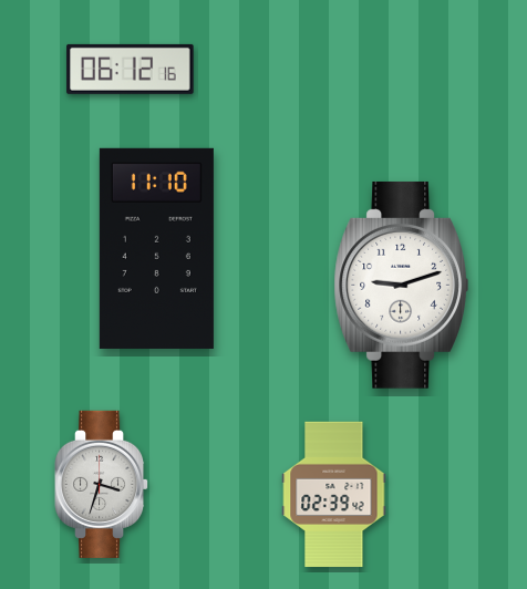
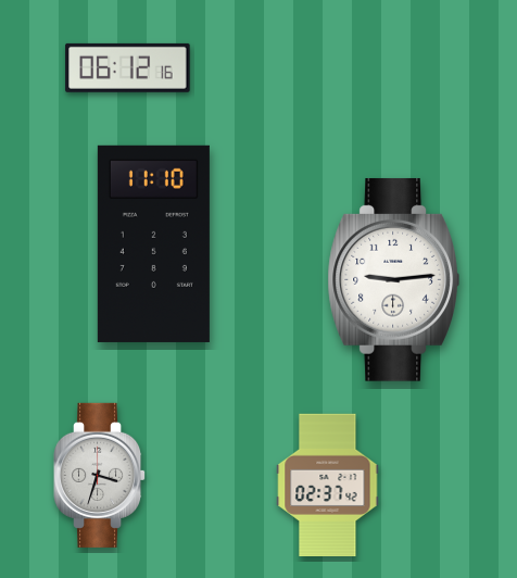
clock at (401, 285): 9:12 -> 9:14
clock at (334, 495): 02:39 -> 02:37
